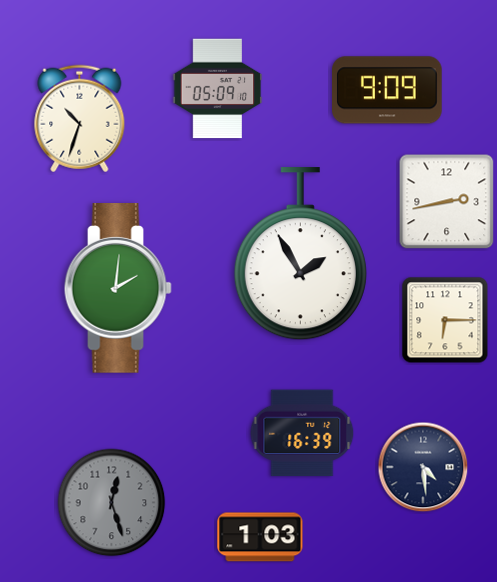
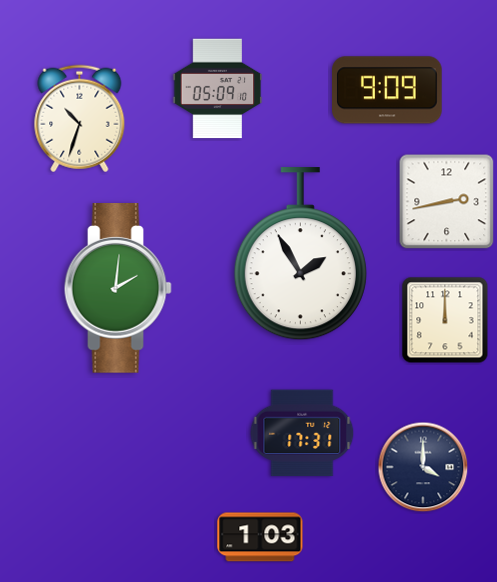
clock at (445, 320): 6:15 -> 12:00
clock at (302, 433): 16:39 -> 17:31
clock at (423, 467): 4:29 -> 4:00
clock at (112, 503): 12:27 -> none
